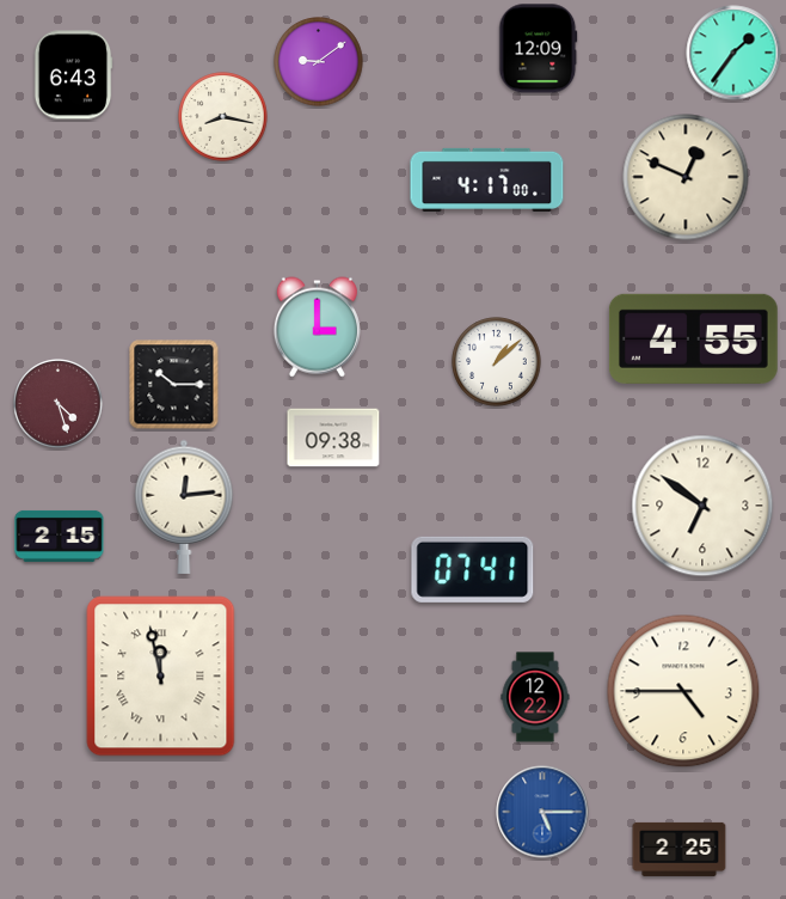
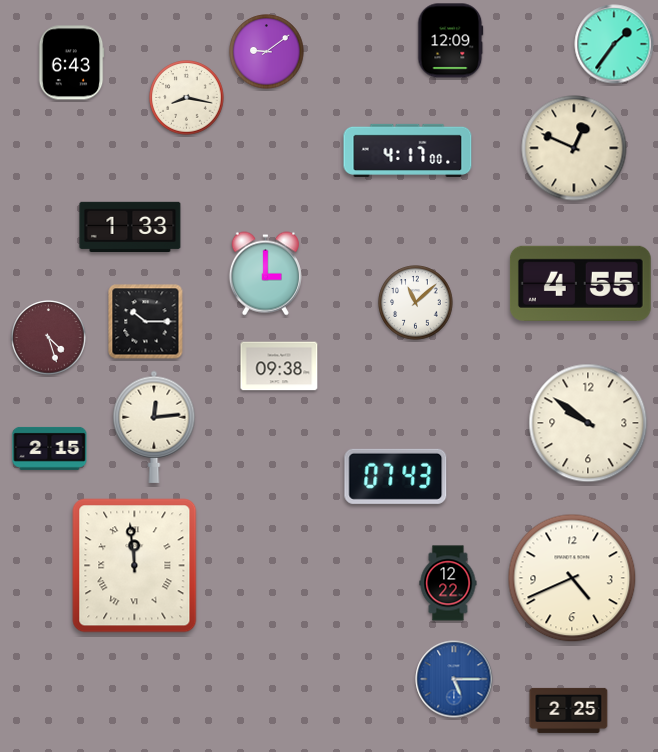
clock at (73, 75) position: (73, 75) -> (71, 63)
clock at (130, 226): none -> 1:33
clock at (497, 362): 1:08 -> 11:08
clock at (702, 506): 6:51 -> 9:51
clock at (184, 507) position: (184, 507) -> (154, 427)
clock at (473, 569): 07:41 -> 07:43
clock at (161, 677): 11:58 -> 11:59
clock at (683, 691): 4:45 -> 4:41
